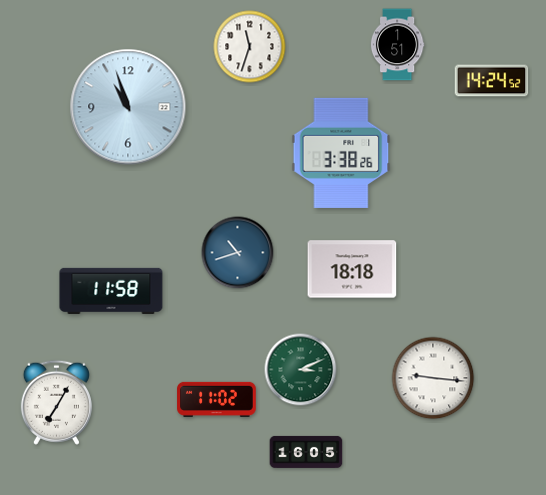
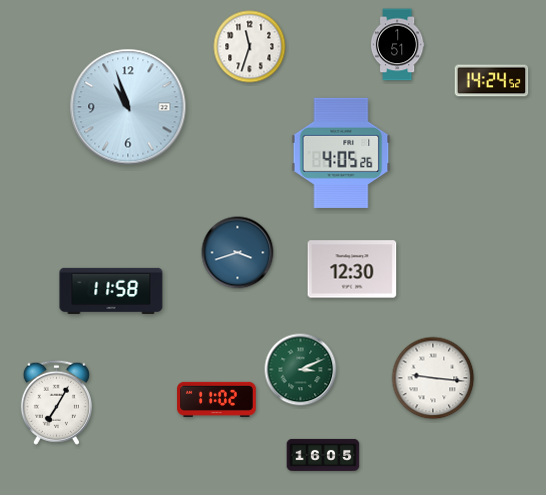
clock at (341, 153): 3:38 -> 4:05
clock at (238, 253): 10:42 -> 3:42
clock at (352, 269): 18:18 -> 12:30
clock at (306, 452) position: (306, 452) -> (323, 455)
